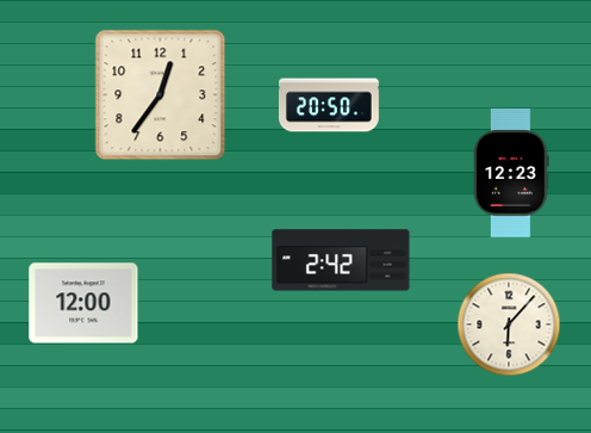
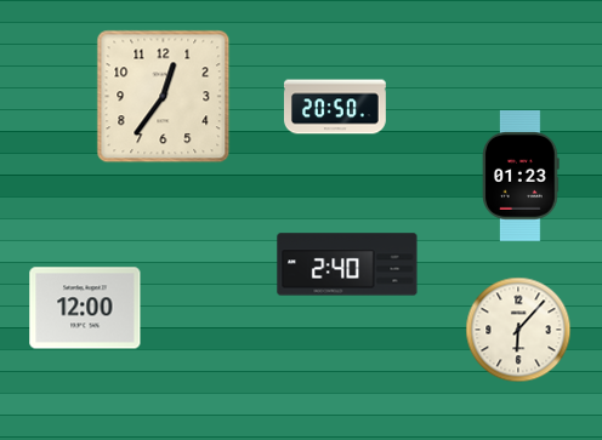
clock at (511, 173): 12:23 -> 01:23
clock at (341, 260): 2:42 -> 2:40
